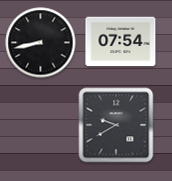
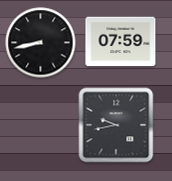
clock at (121, 42): 07:54 -> 07:59
clock at (116, 125): 9:40 -> 9:43
